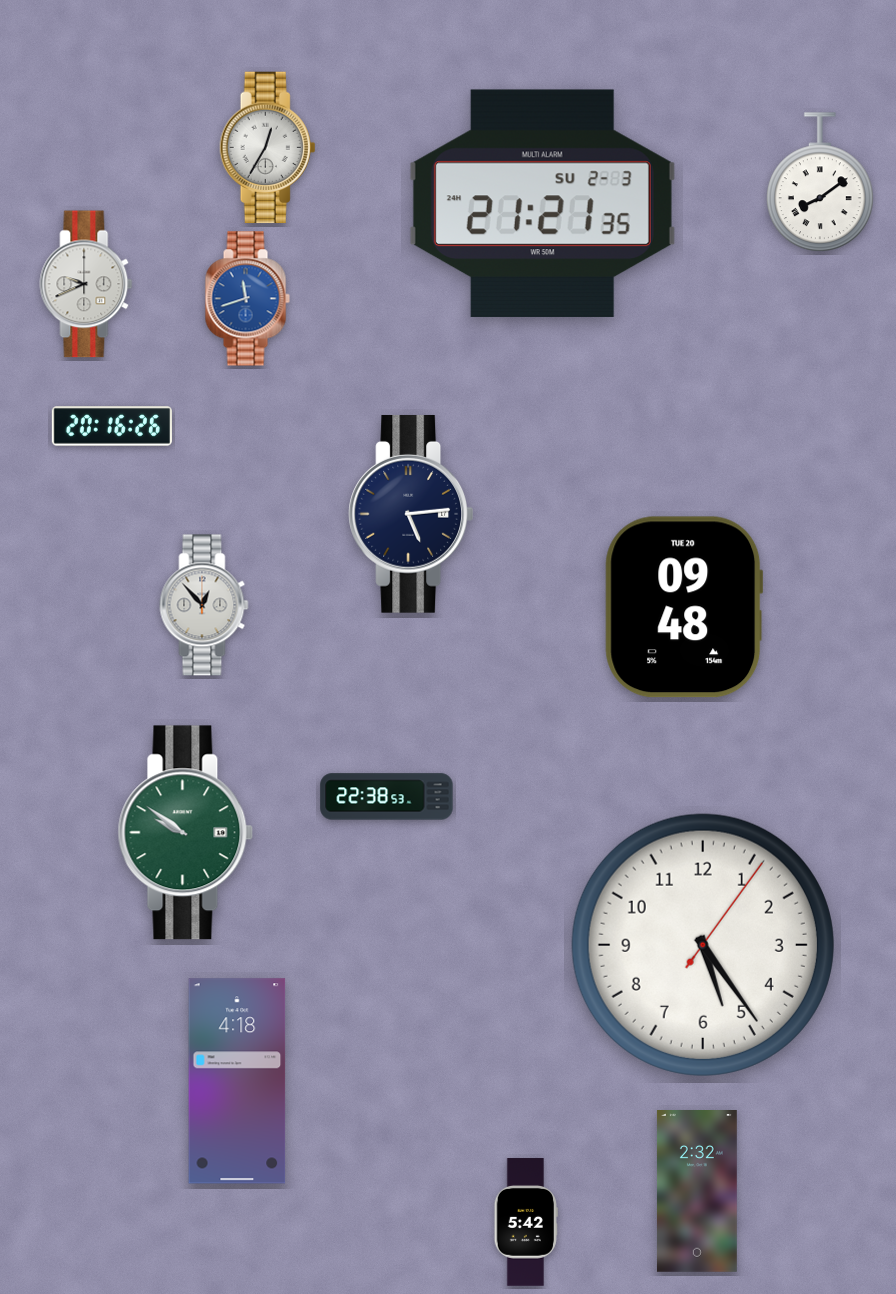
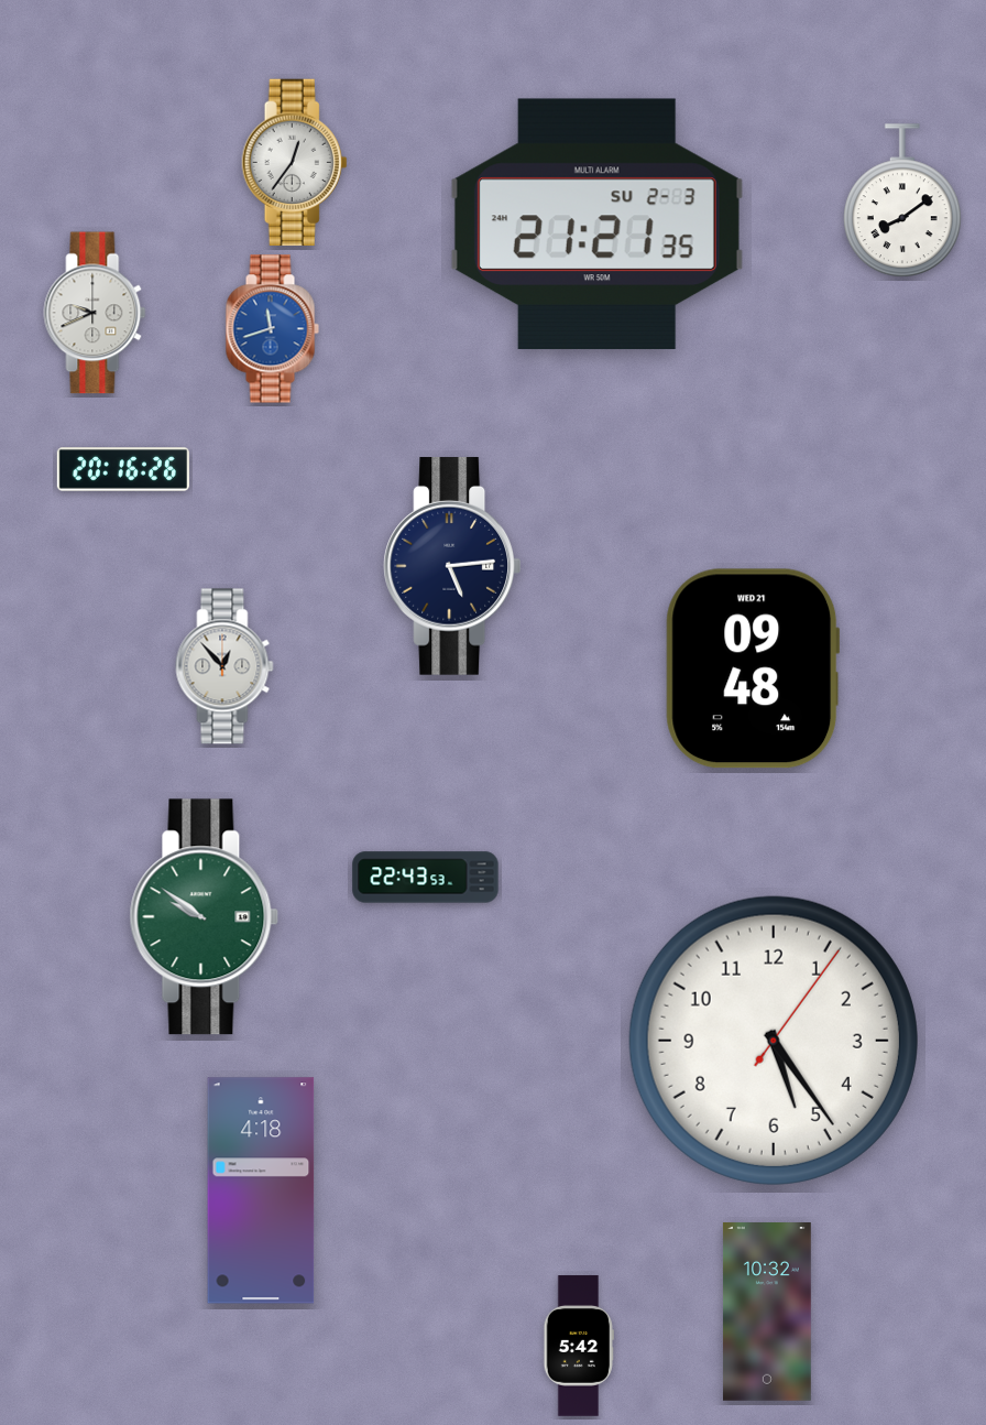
clock at (268, 148): 12:35 -> 12:36
clock at (684, 607) date: TUE 20 -> WED 21
clock at (387, 797): 22:38 -> 22:43
clock at (697, 1192): 2:32 -> 10:32
